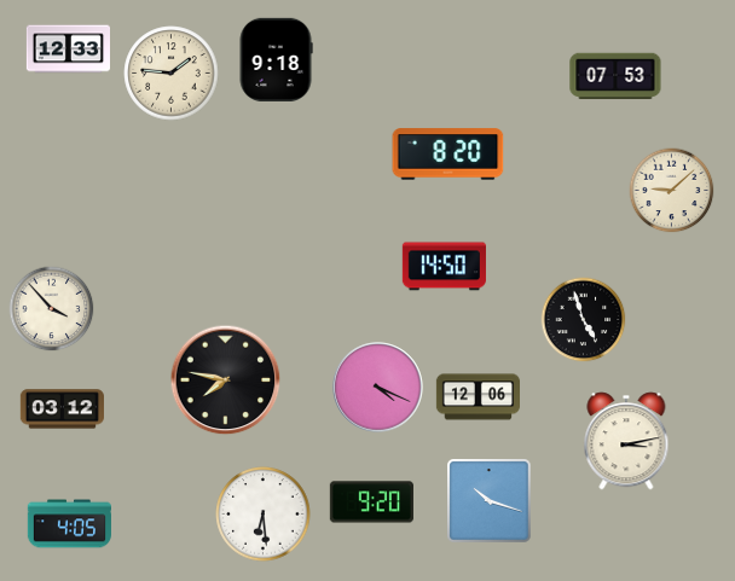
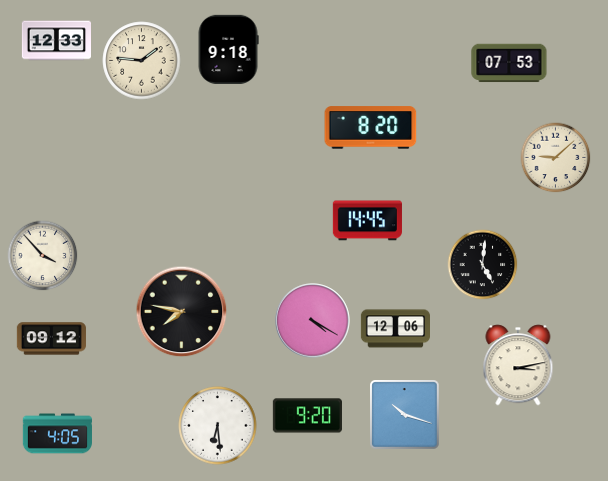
clock at (444, 267): 14:50 -> 14:45
clock at (584, 320): 4:57 -> 5:01
clock at (226, 380) position: (226, 380) -> (182, 312)
clock at (378, 388): 4:19 -> 4:20
clock at (62, 409): 03:12 -> 09:12
